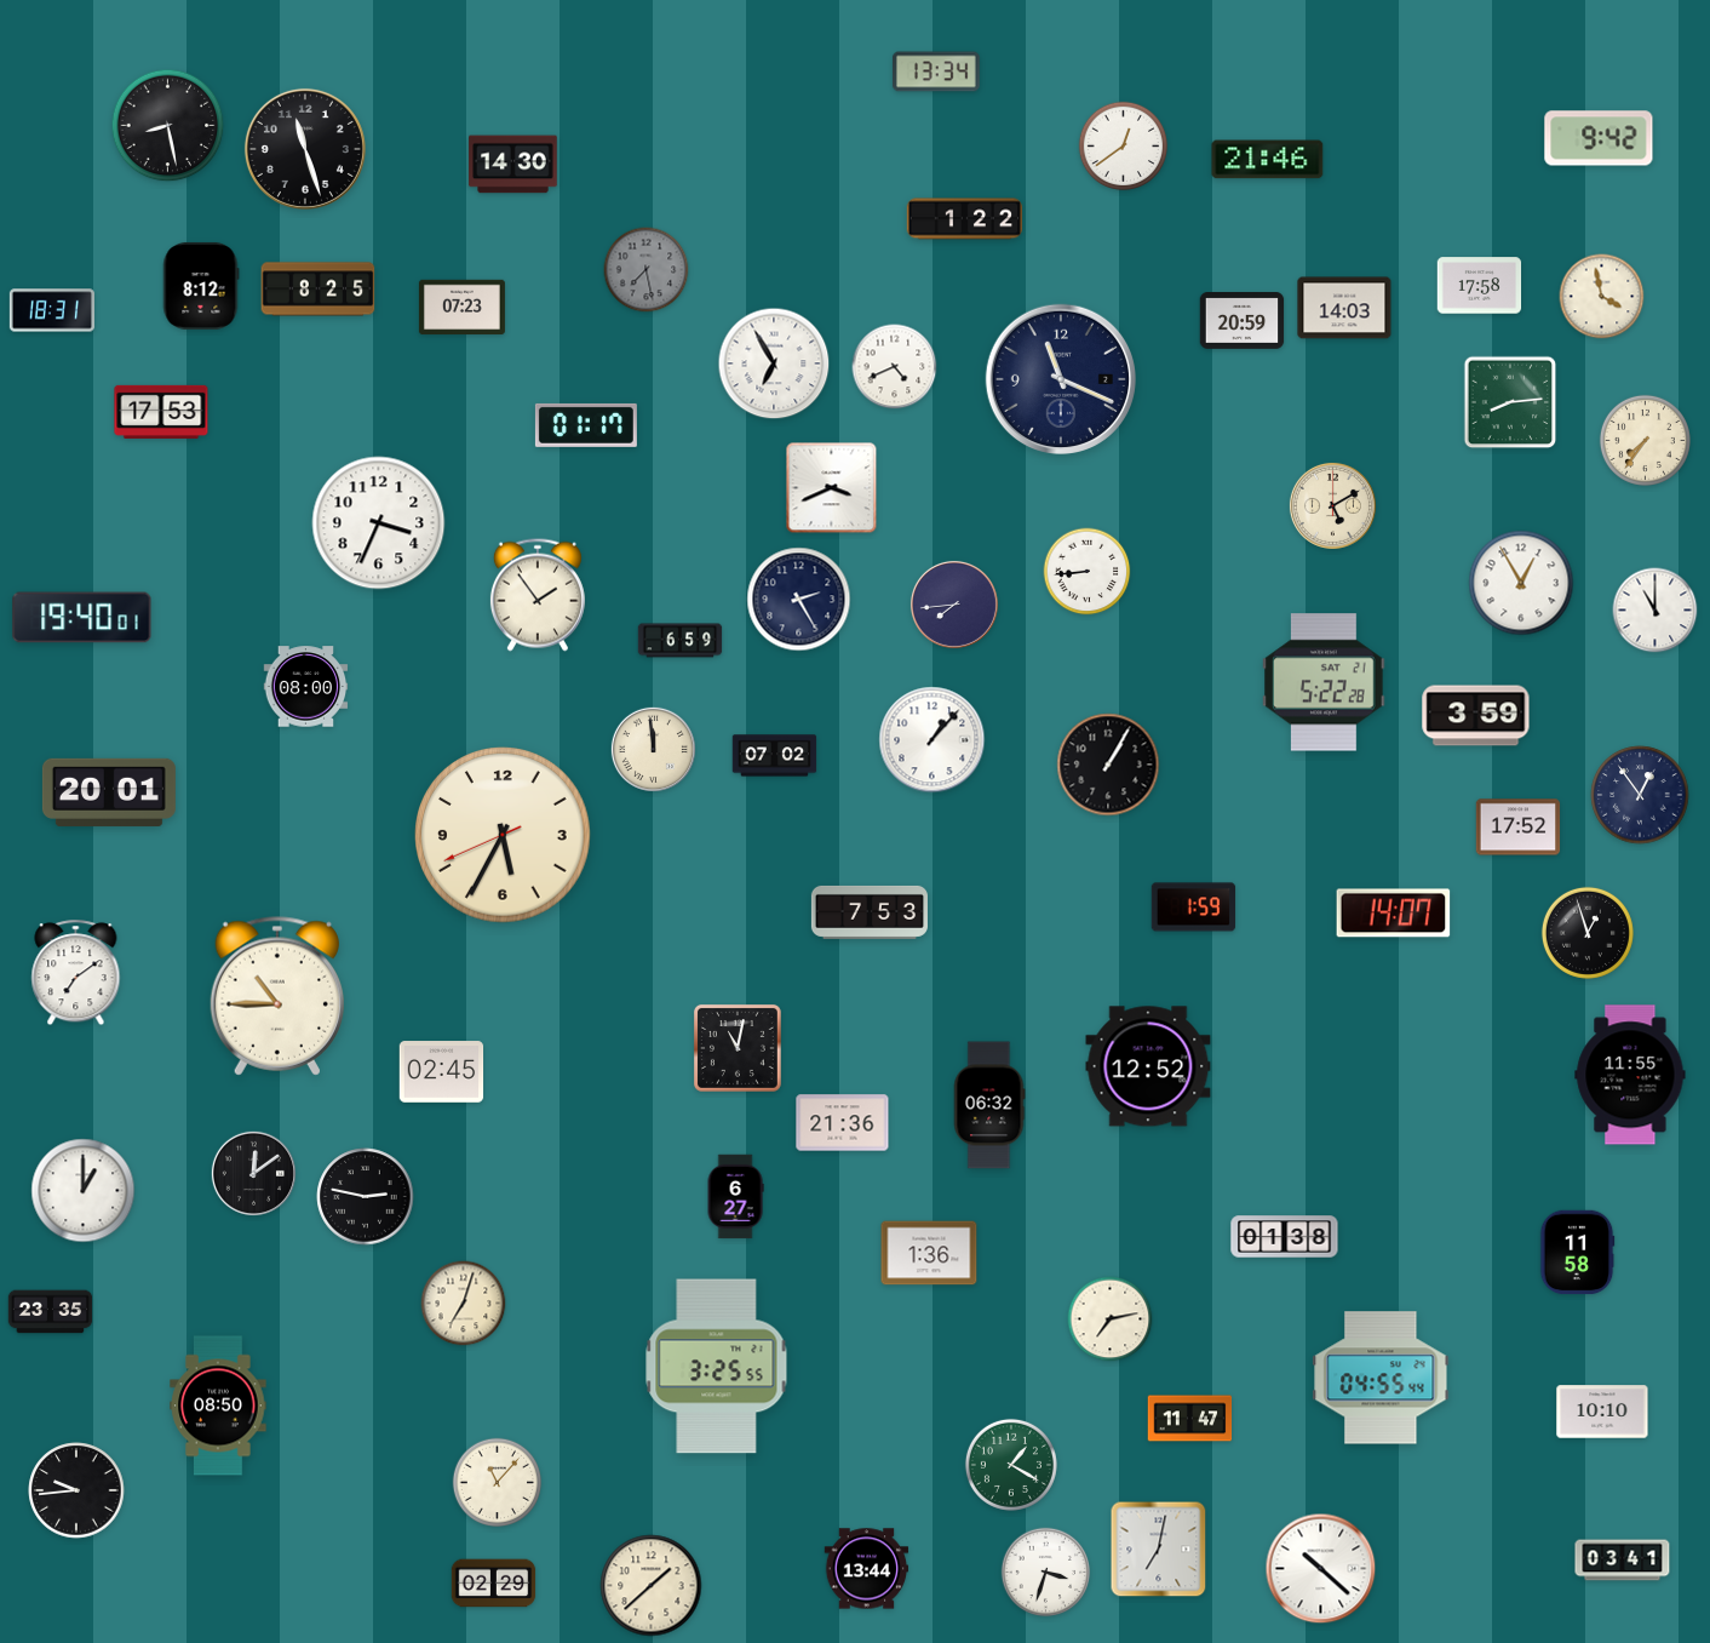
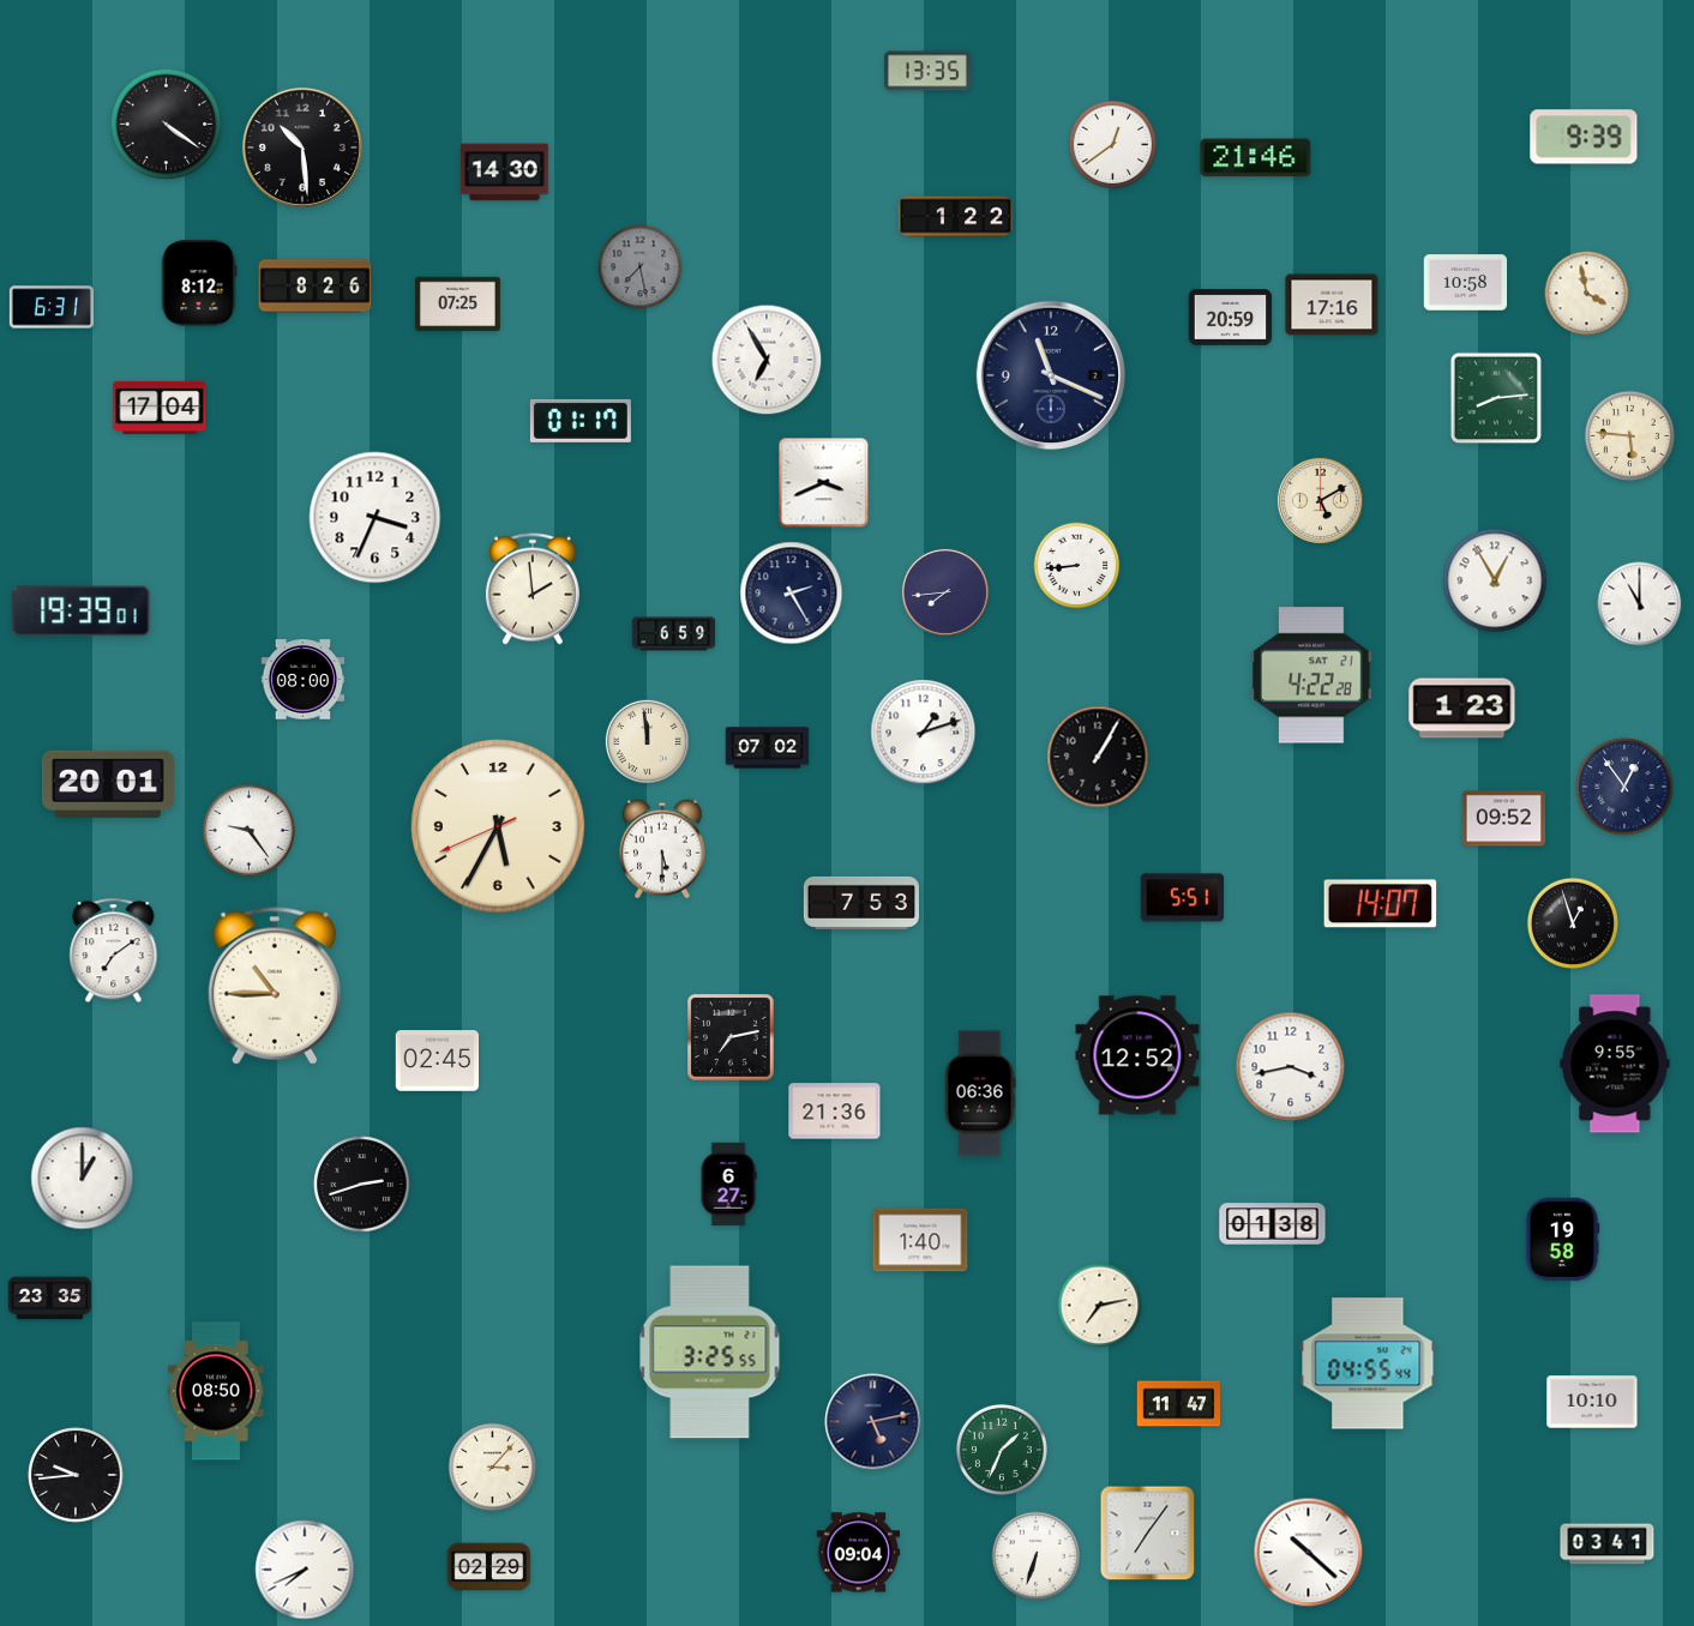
clock at (936, 71): 13:34 -> 13:35
clock at (168, 126): 8:28 -> 4:21
clock at (1599, 138): 9:42 -> 9:39
clock at (305, 149): 11:27 -> 10:29
clock at (513, 165) position: (513, 165) -> (505, 173)
clock at (1480, 286): 17:58 -> 10:58
clock at (319, 290): 8:25 -> 8:26
clock at (461, 308): 07:23 -> 07:25
clock at (1344, 308): 14:03 -> 17:16
clock at (52, 310): 18:31 -> 6:31
clock at (895, 367): 4:41 -> none
clock at (161, 412): 17:53 -> 17:04
clock at (1645, 440): 7:36 -> 5:46
clock at (1521, 583) position: (1521, 583) -> (1495, 580)
clock at (538, 595): 1:54 -> 1:59
clock at (954, 605) position: (954, 605) -> (945, 592)
clock at (82, 618): 19:40 -> 19:39
clock at (1325, 682): 5:22 -> 4:22
clock at (1476, 716): 3:59 -> 1:23
clock at (933, 740): 1:07 -> 1:12
clock at (1519, 828): 17:52 -> 09:52
clock at (248, 830): none -> 9:24
clock at (663, 849): none -> 5:30
clock at (1194, 908): 1:59 -> 5:51
clock at (76, 973) position: (76, 973) -> (114, 951)
clock at (738, 1048): 11:02 -> 7:13
clock at (1630, 1075): 11:55 -> 9:55
clock at (1291, 1067): none -> 3:43
clock at (989, 1105): 06:32 -> 06:36
clock at (253, 1173): 12:09 -> none
clock at (366, 1197): 2:47 -> 2:42
clock at (929, 1253): 1:36 -> 1:40
clock at (1577, 1253): 11:58 -> 19:58
clock at (464, 1304): 7:03 -> none
clock at (1602, 1412) position: (1602, 1412) -> (1592, 1402)
clock at (873, 1422): none -> 5:13
clock at (1011, 1465): 1:20 -> 1:34
clock at (498, 1483): 11:07 -> 3:07
clock at (1159, 1550): 7:02 -> 7:06
clock at (867, 1569): 13:44 -> 09:04
clock at (1046, 1573): 3:33 -> 6:33
clock at (305, 1570): none -> 7:41
clock at (652, 1586): 1:38 -> none
